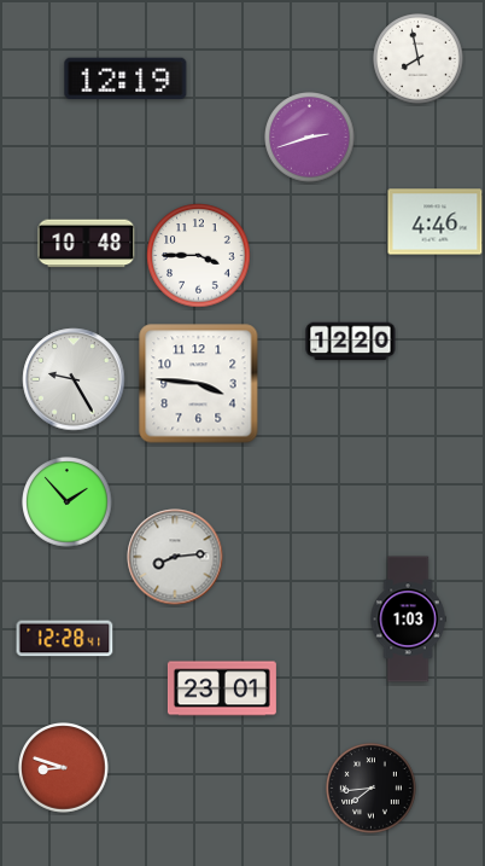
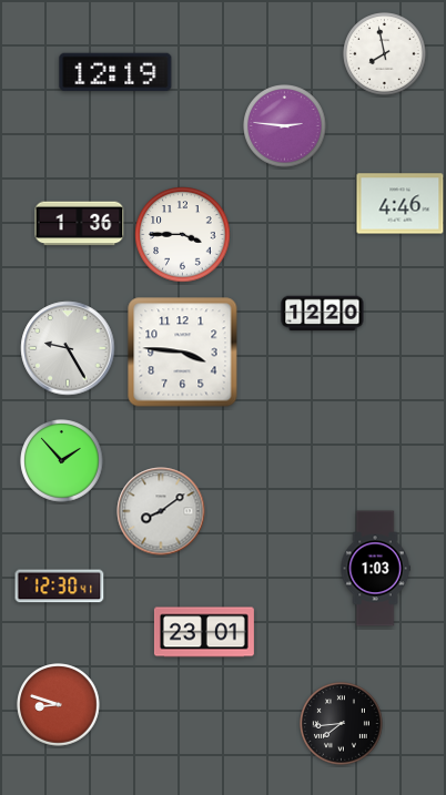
clock at (310, 138): 2:42 -> 2:46
clock at (87, 244): 10:48 -> 1:36
clock at (175, 557): 8:14 -> 8:09
clock at (65, 639): 12:28 -> 12:30
